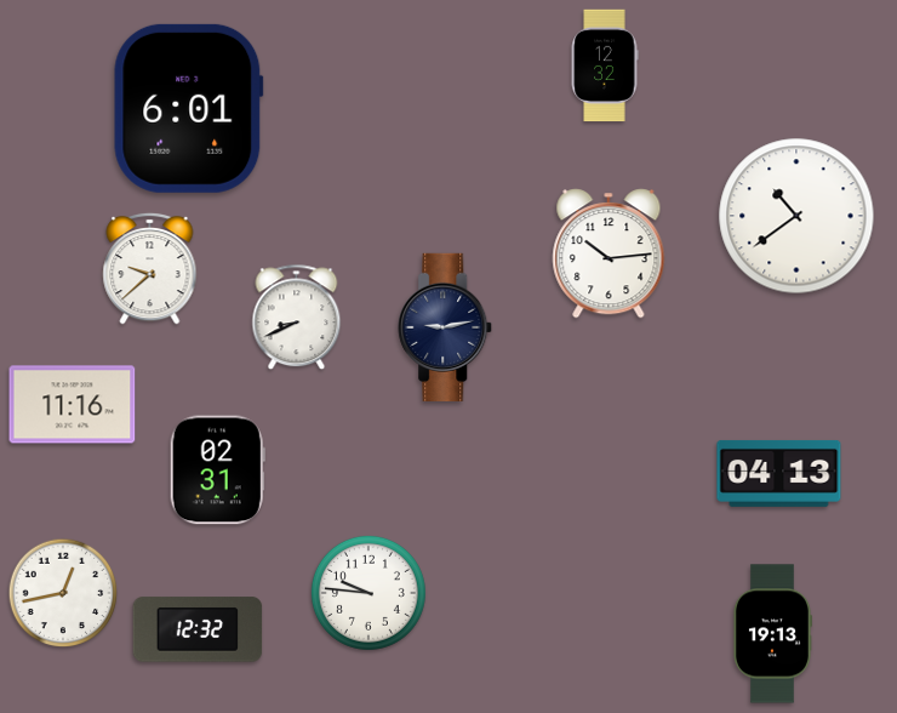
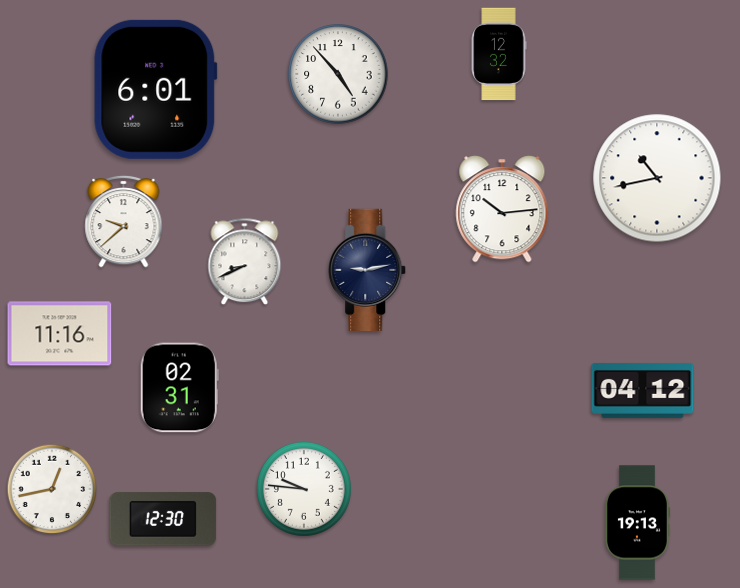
clock at (338, 74): none -> 4:53
clock at (796, 216): 10:39 -> 10:43
clock at (779, 473): 04:13 -> 04:12
clock at (198, 629): 12:32 -> 12:30
